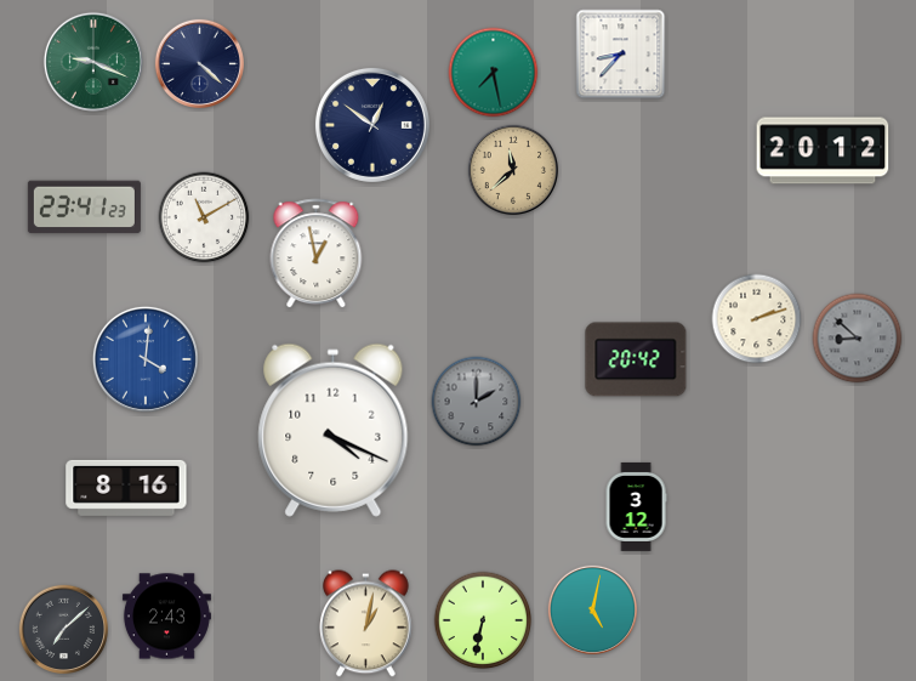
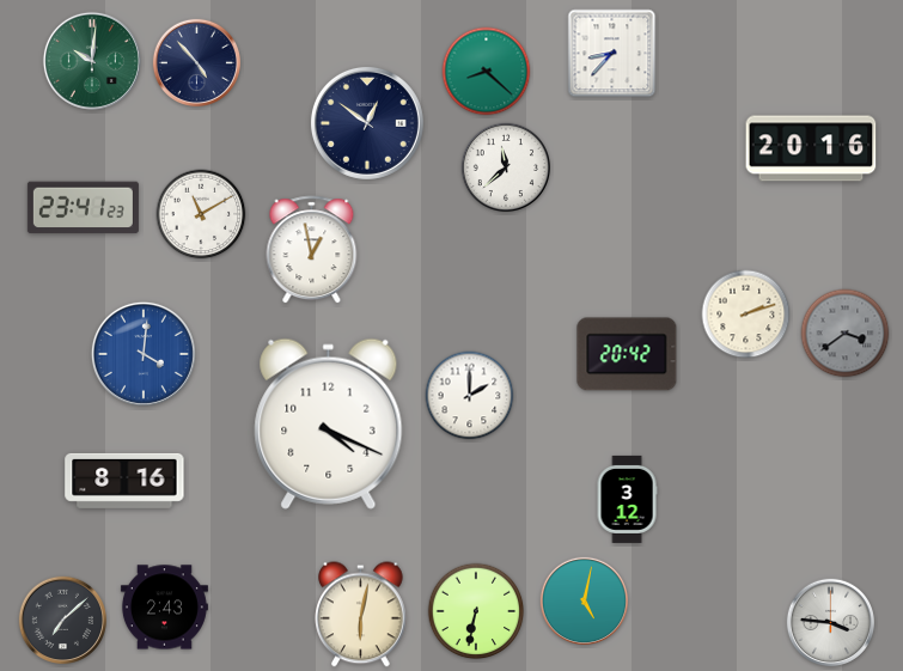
clock at (93, 62): 9:19 -> 10:01
clock at (199, 63): 4:22 -> 4:53
clock at (494, 73): 7:28 -> 8:22
clock at (823, 151): 20:12 -> 20:16
clock at (512, 169) dial: champagne -> white
clock at (84, 208) position: (84, 208) -> (83, 208)
clock at (858, 339): 8:52 -> 3:39
clock at (477, 402) dial: grey -> white
clock at (366, 624): 1:02 -> 6:02
clock at (830, 622): none -> 3:46
